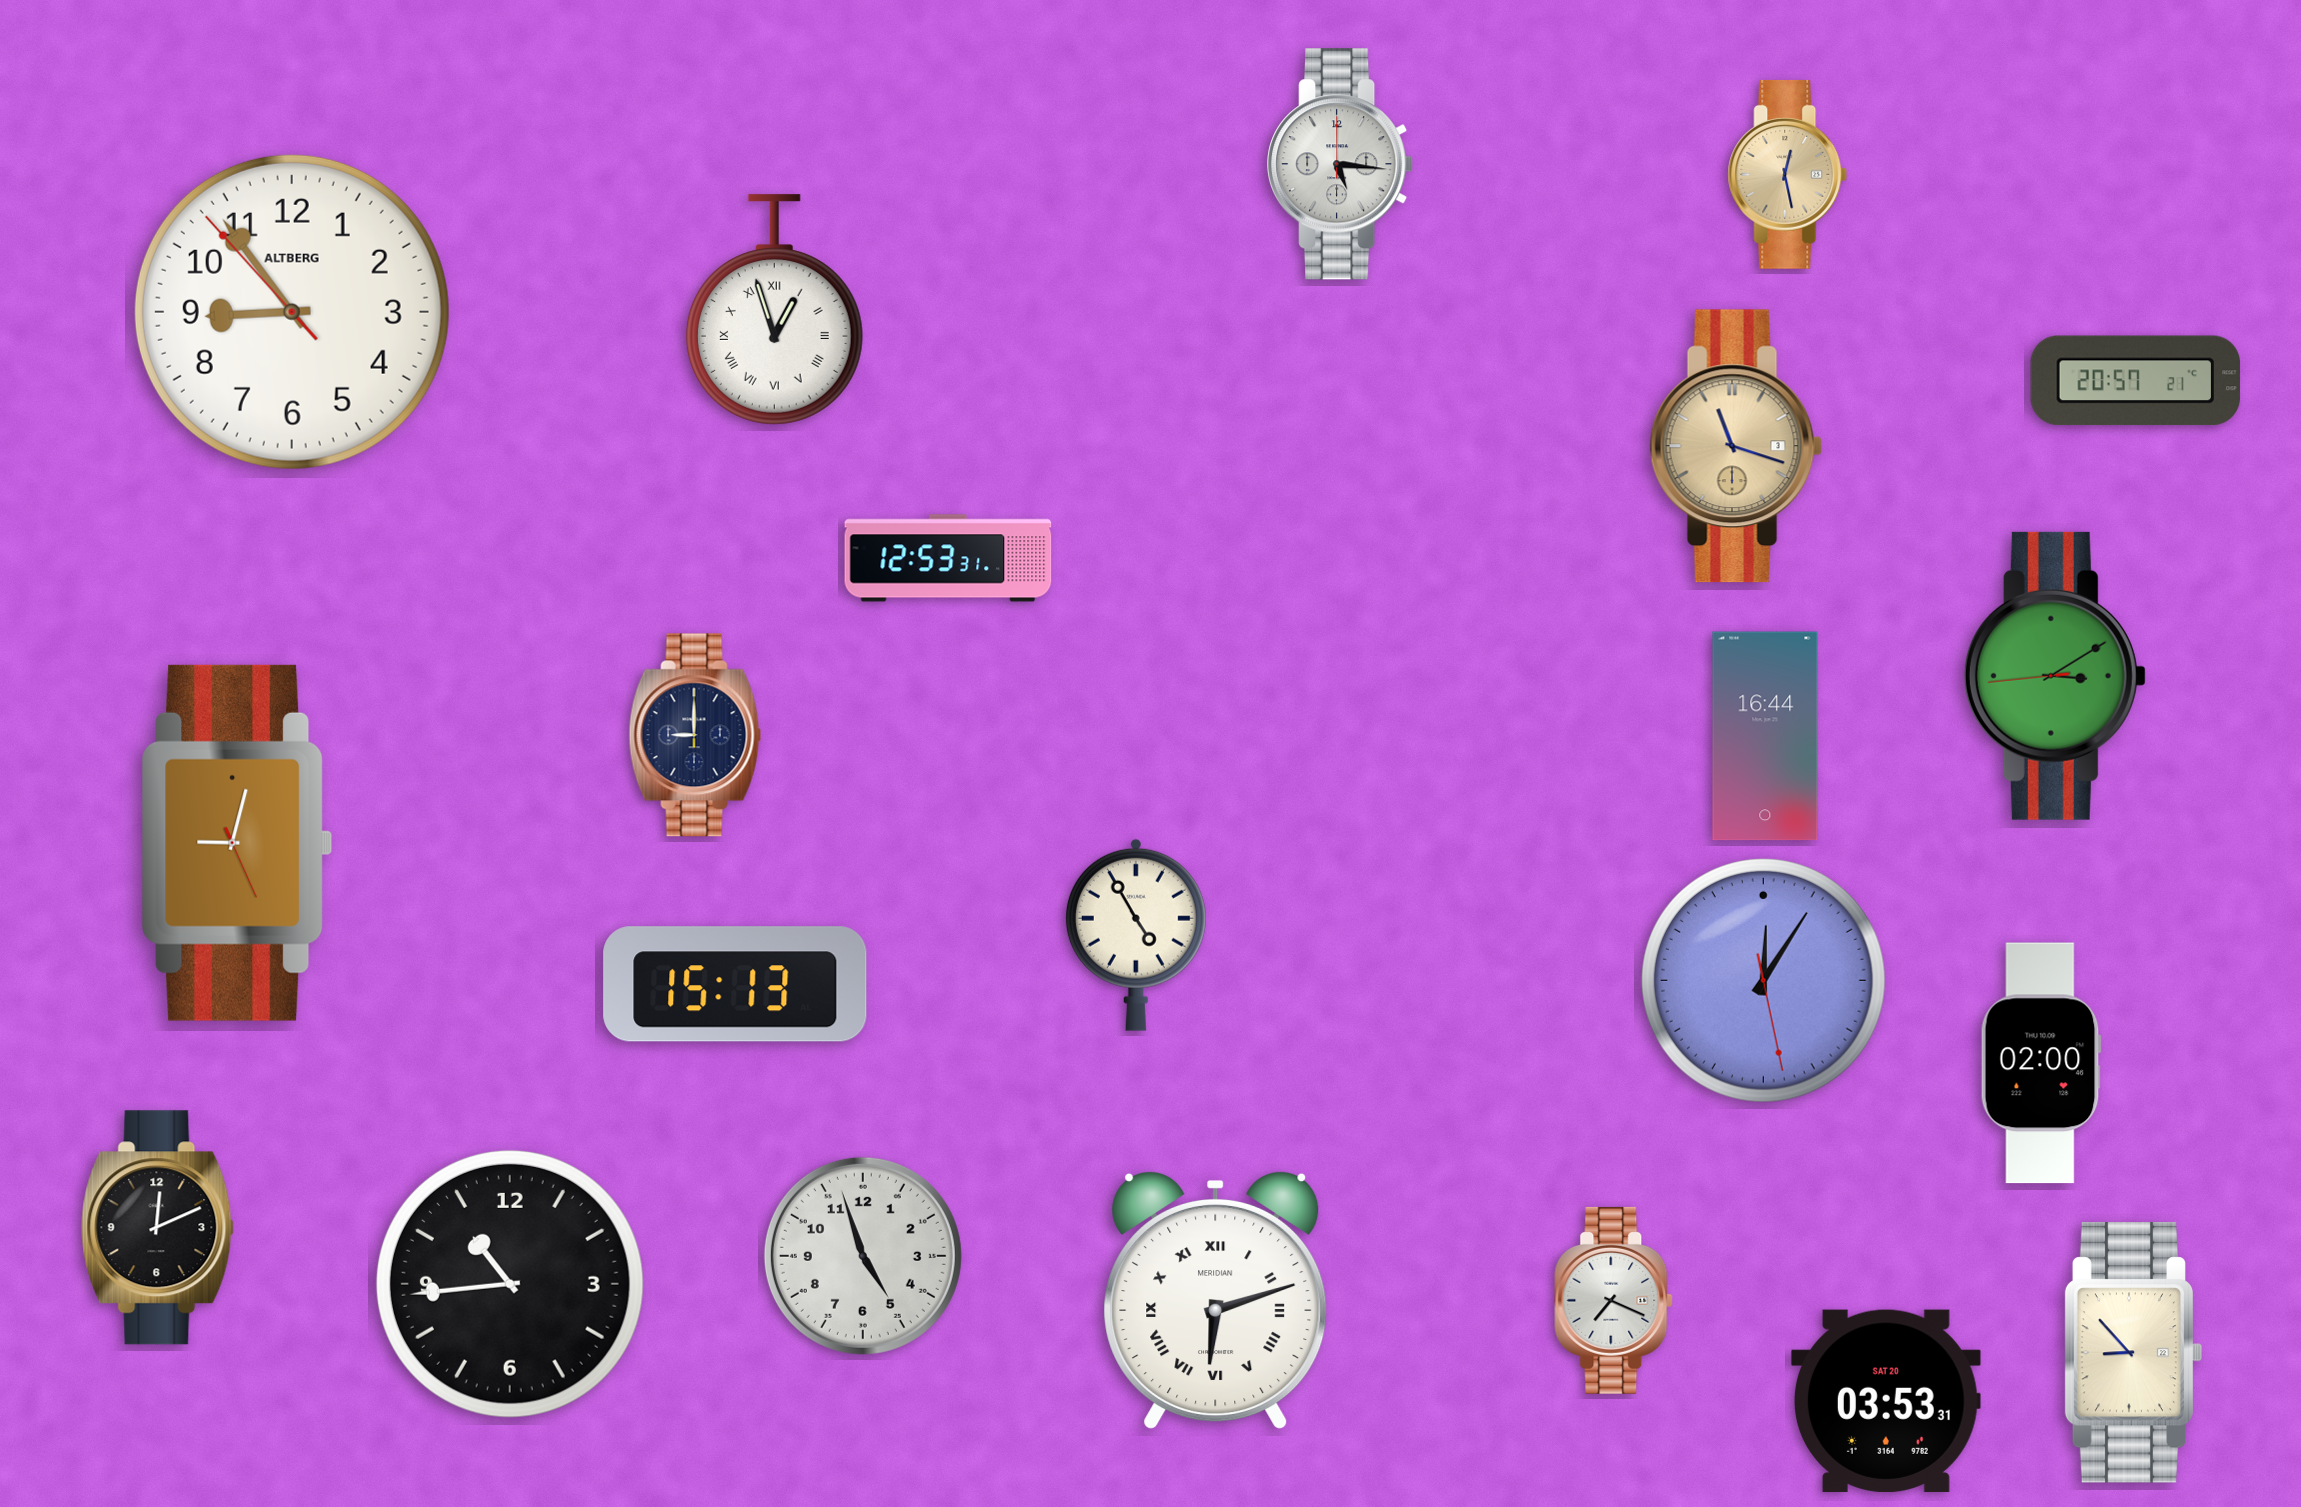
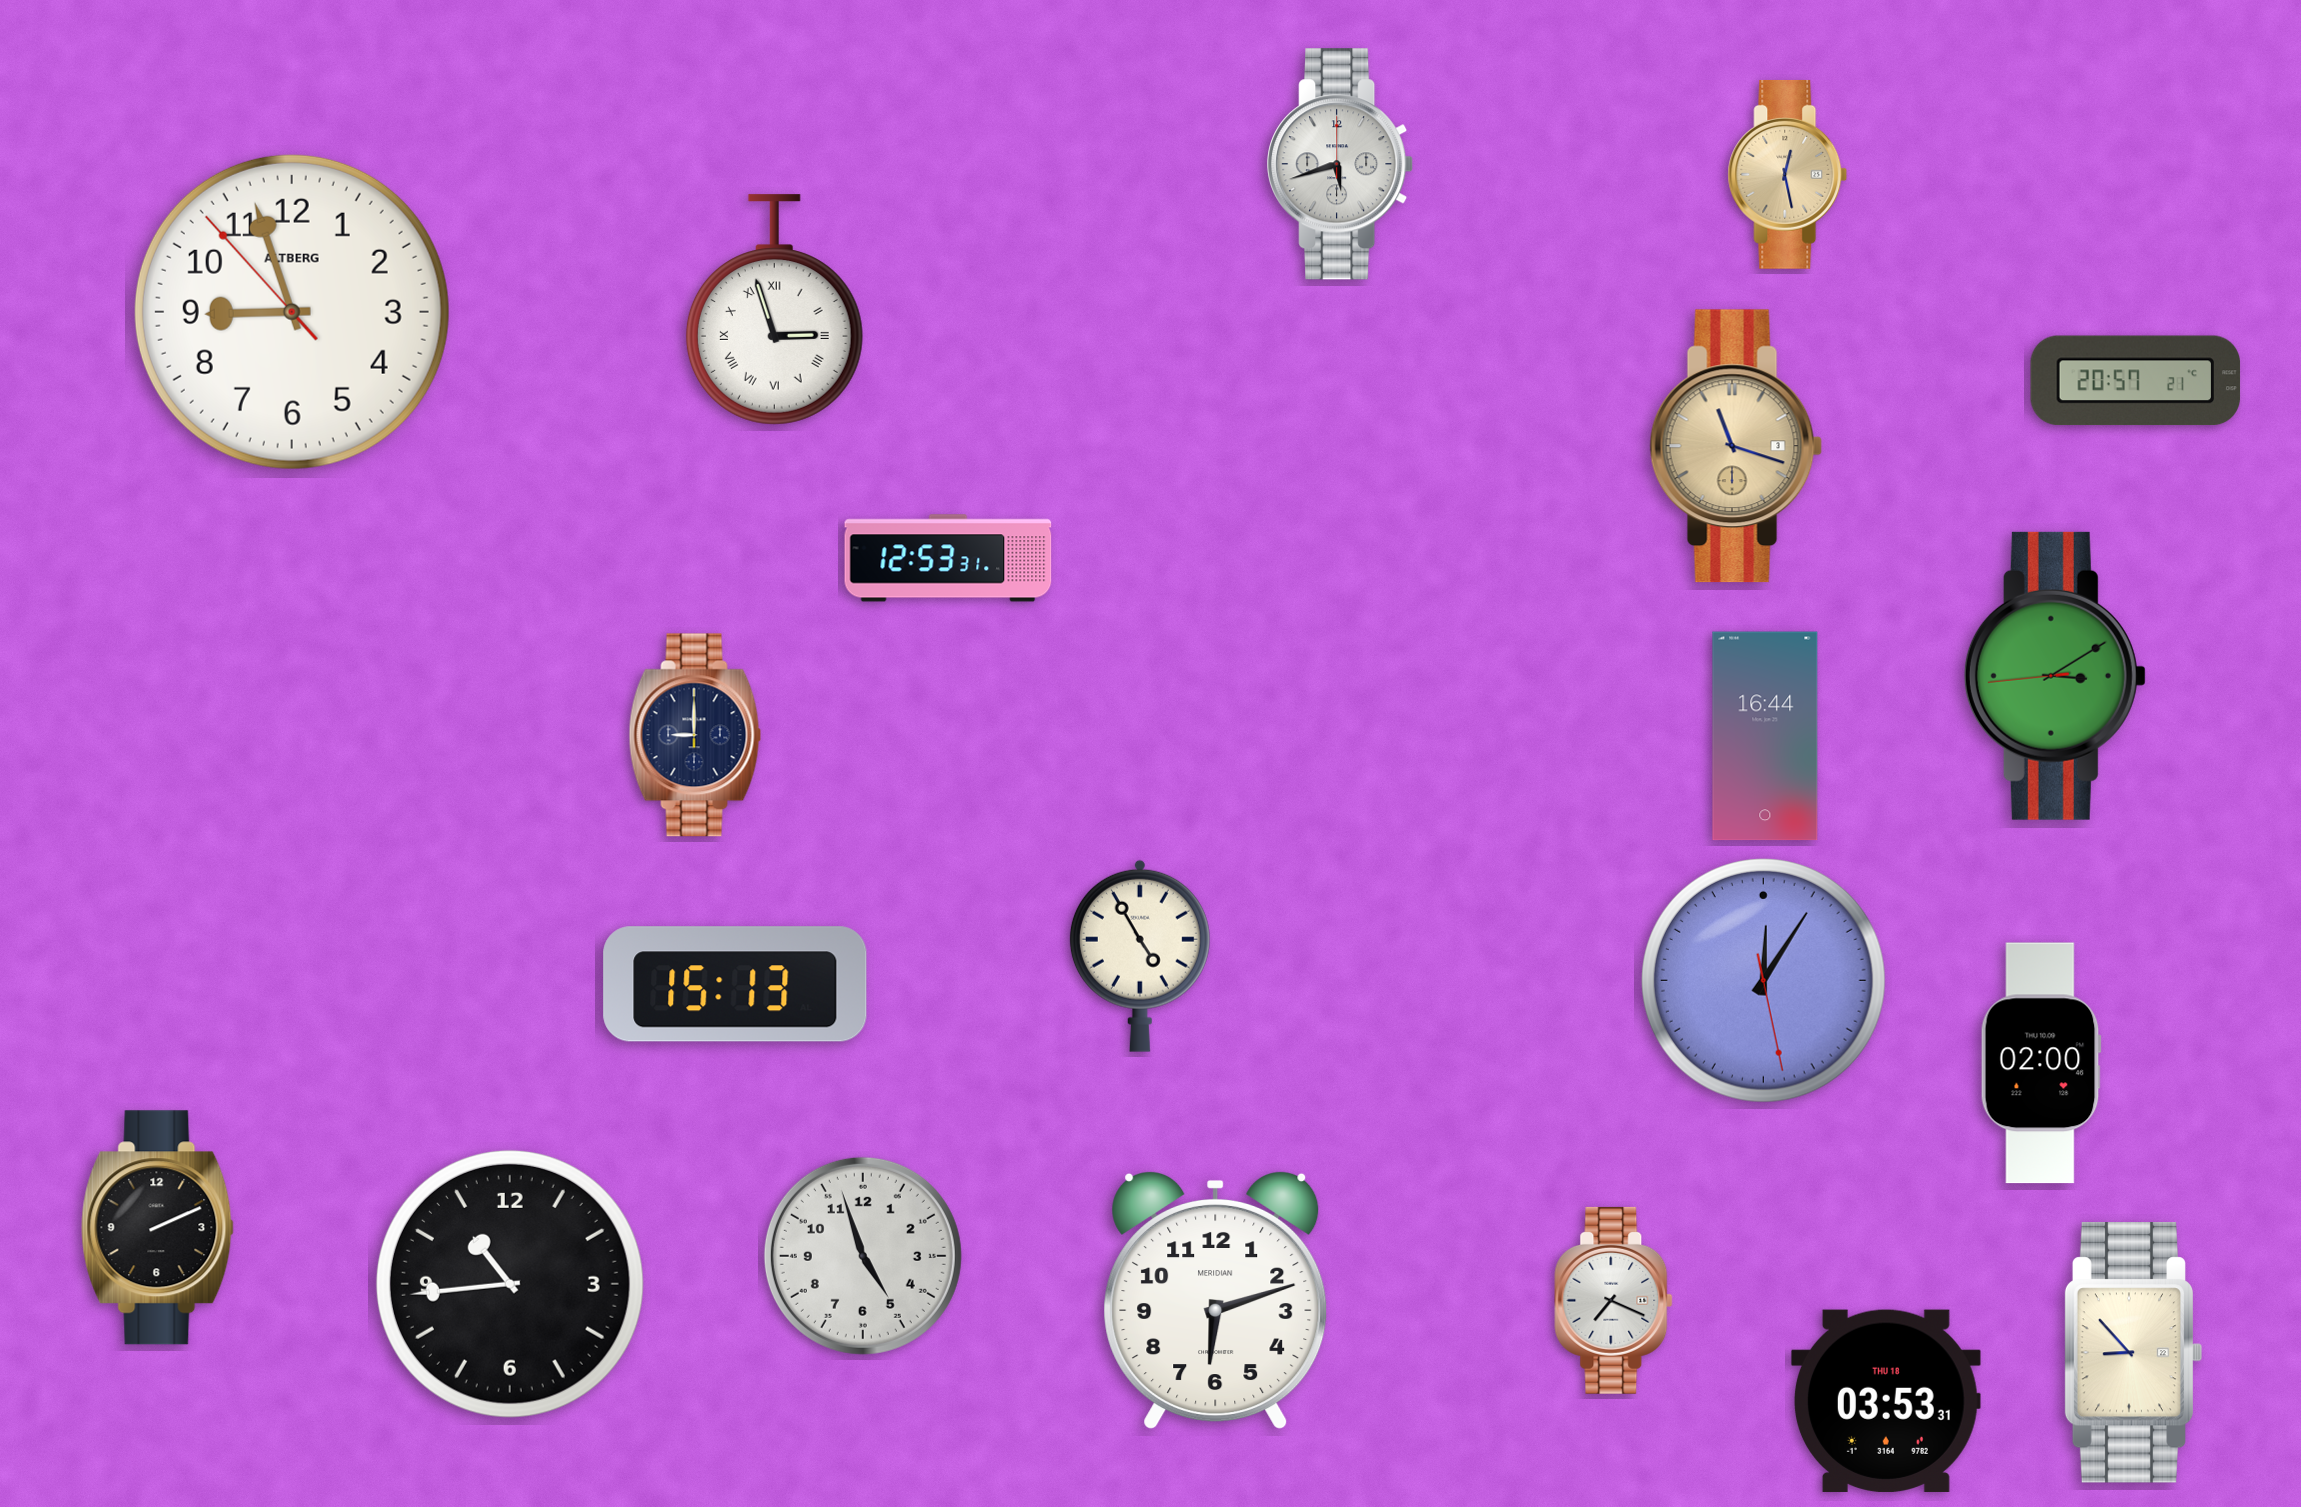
clock at (1341, 164): 5:16 -> 5:42
clock at (774, 310): 12:57 -> 2:57
clock at (292, 312): 8:53 -> 8:56
clock at (237, 843): 9:02 -> none
clock at (1136, 935) position: (1136, 935) -> (1140, 956)
clock at (158, 1228): 12:11 -> 2:11
clock at (1216, 1300) numerals: Roman -> Arabic
clock at (1886, 1401) date: SAT 20 -> THU 18
